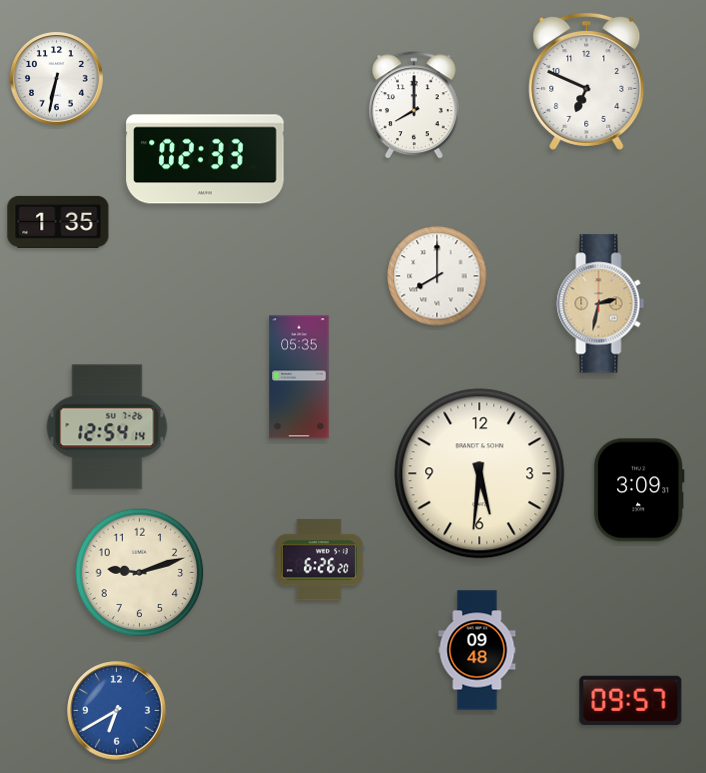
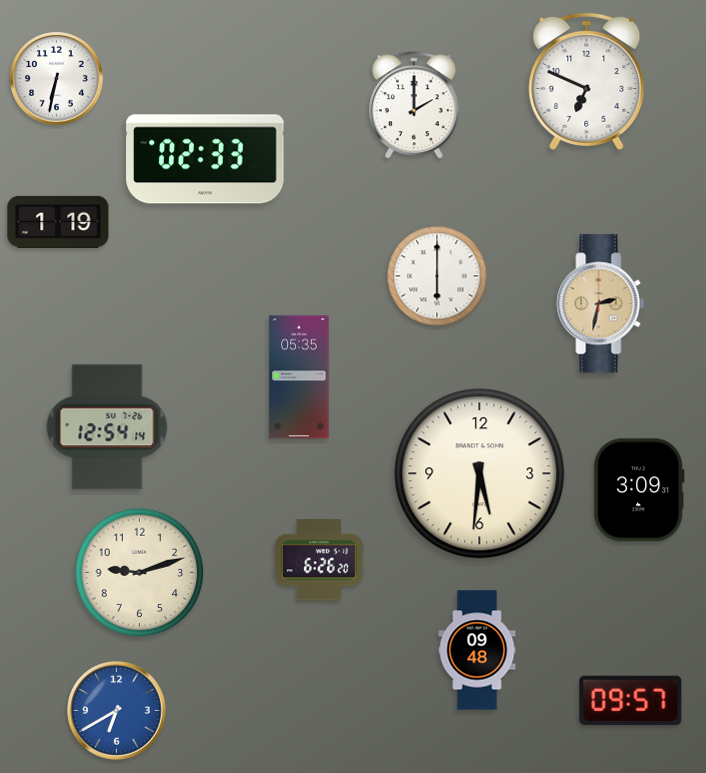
clock at (414, 106): 8:00 -> 2:00
clock at (58, 222): 1:35 -> 1:19
clock at (437, 276): 8:00 -> 6:00
